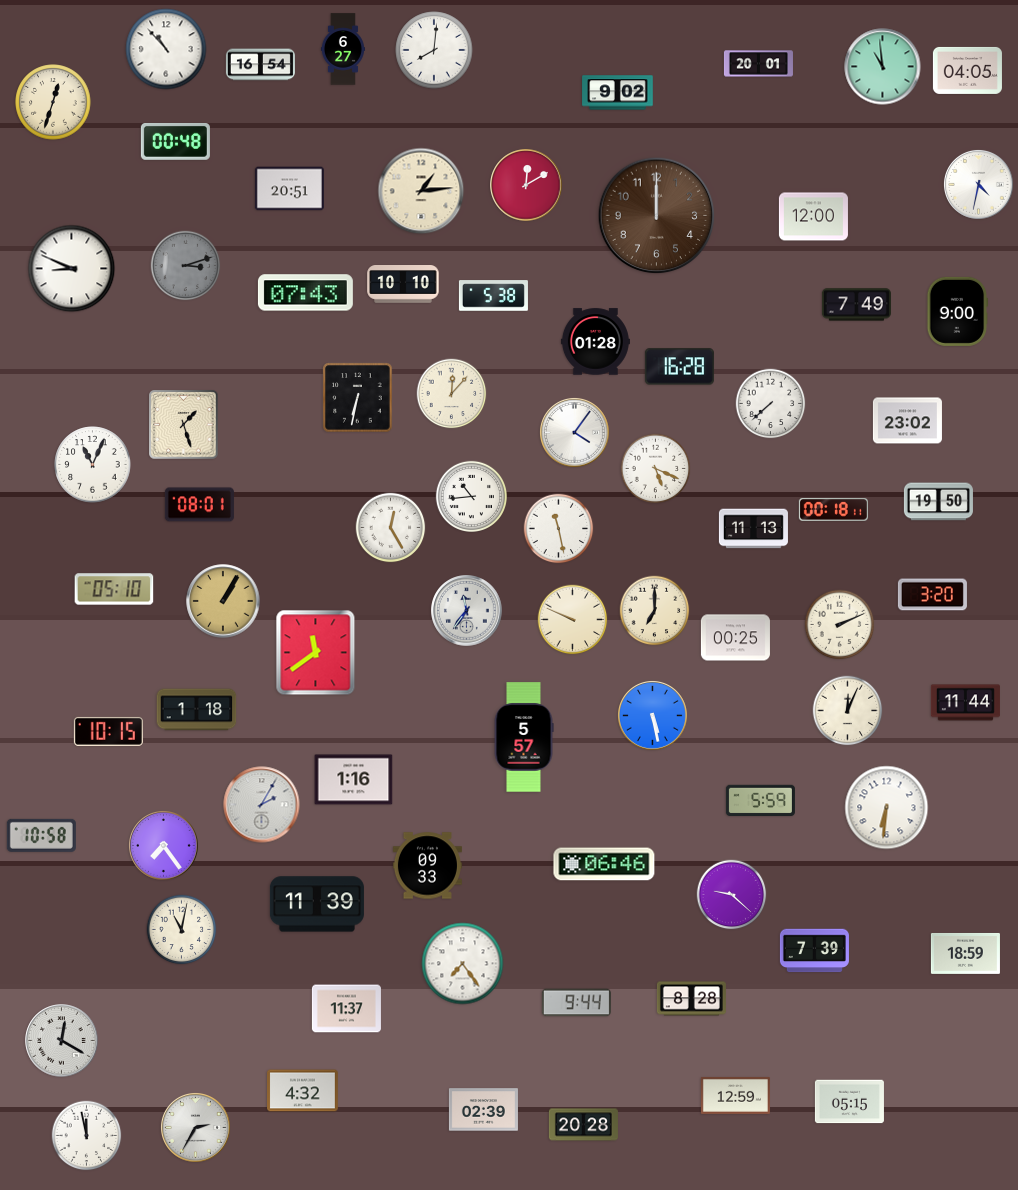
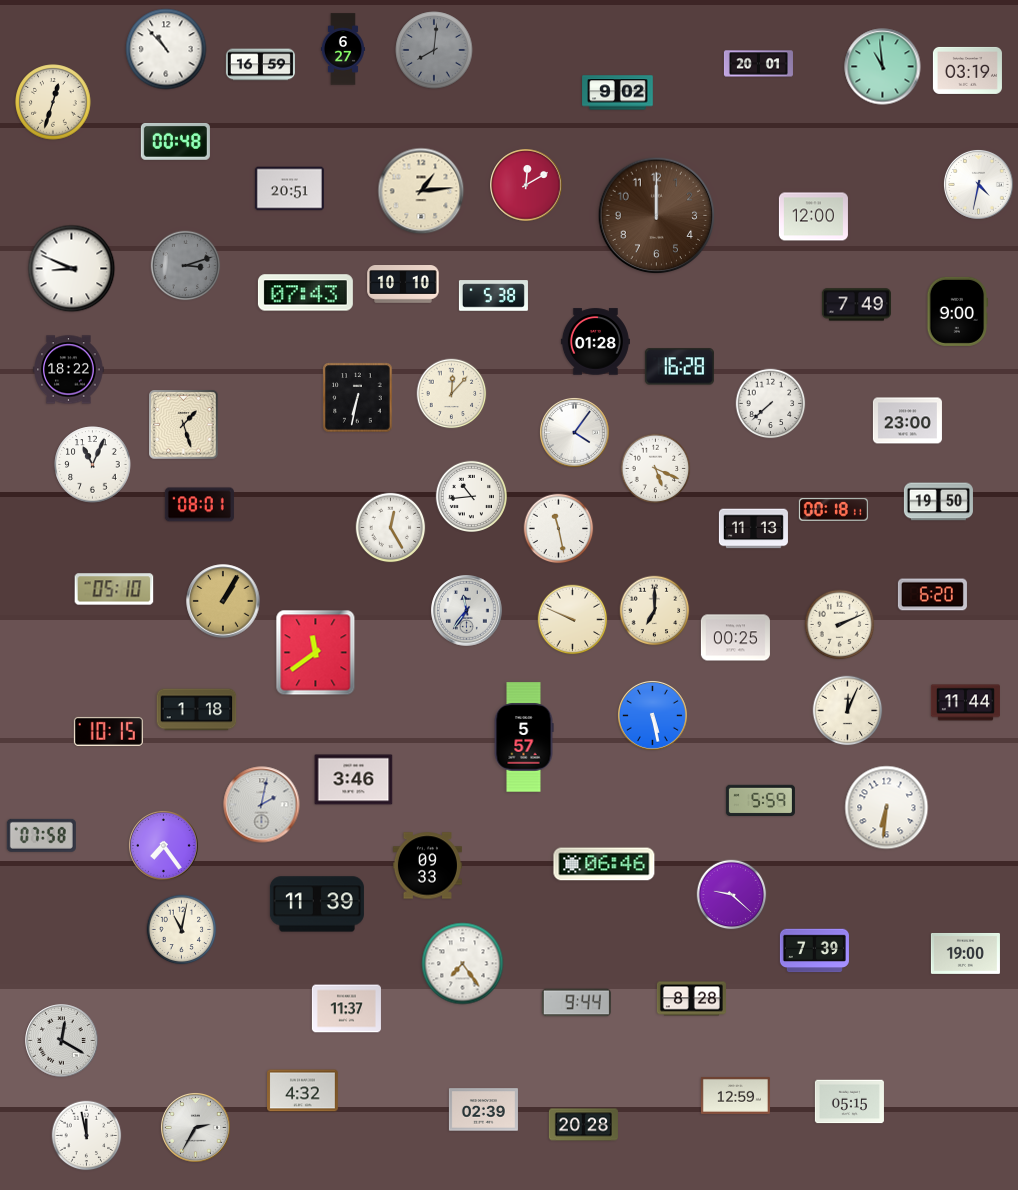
clock at (434, 50) dial: white -> grey
clock at (260, 65): 16:54 -> 16:59
clock at (967, 70): 04:05 -> 03:19
clock at (69, 370): none -> 18:22
clock at (907, 421): 23:02 -> 23:00
clock at (932, 595): 3:20 -> 6:20
clock at (354, 780): 1:16 -> 3:46
clock at (262, 805): 2:05 -> 2:02
clock at (41, 835): 10:58 -> 07:58
clock at (965, 953): 18:59 -> 19:00
